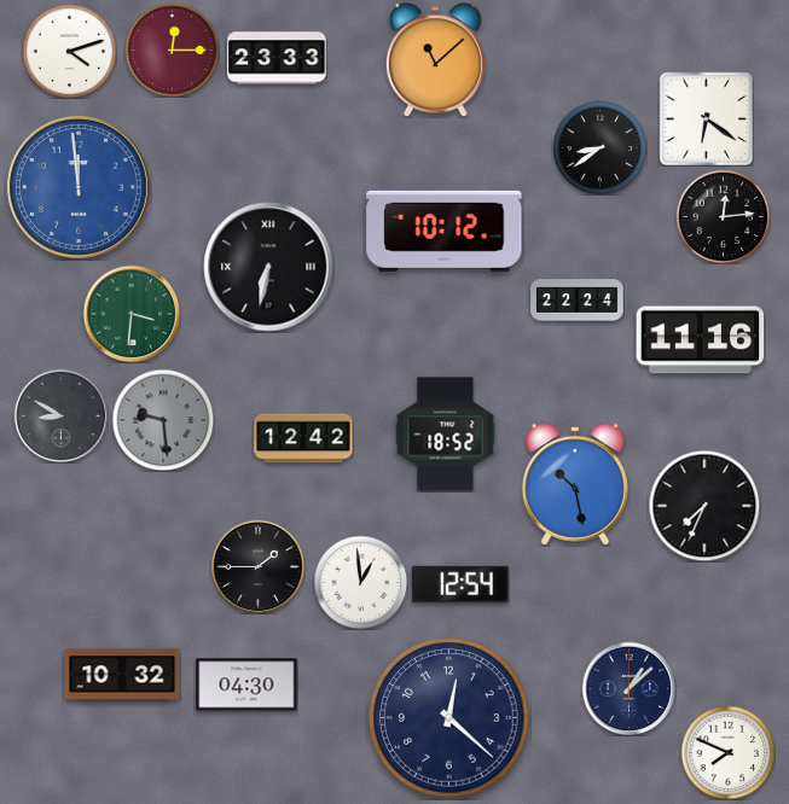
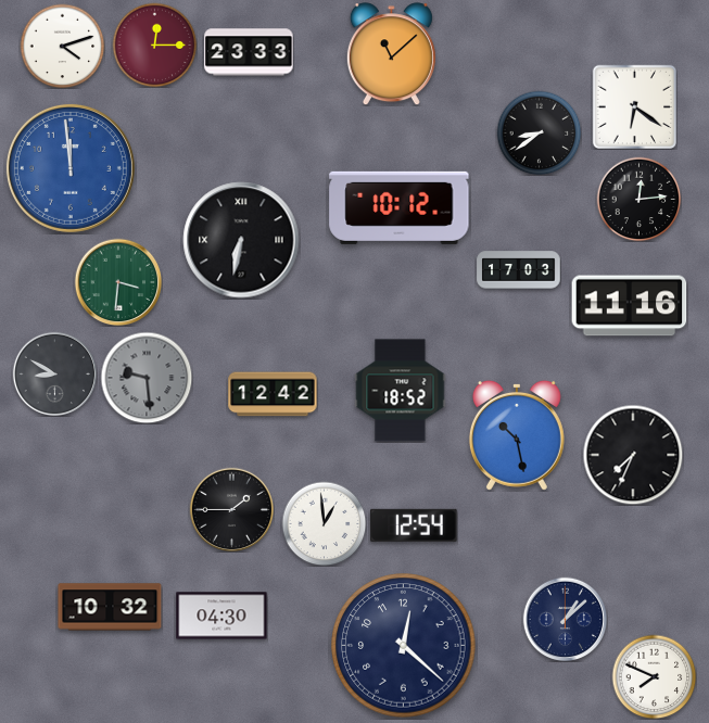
clock at (723, 216) position: (723, 216) -> (638, 199)
clock at (578, 301): 22:24 -> 17:03
